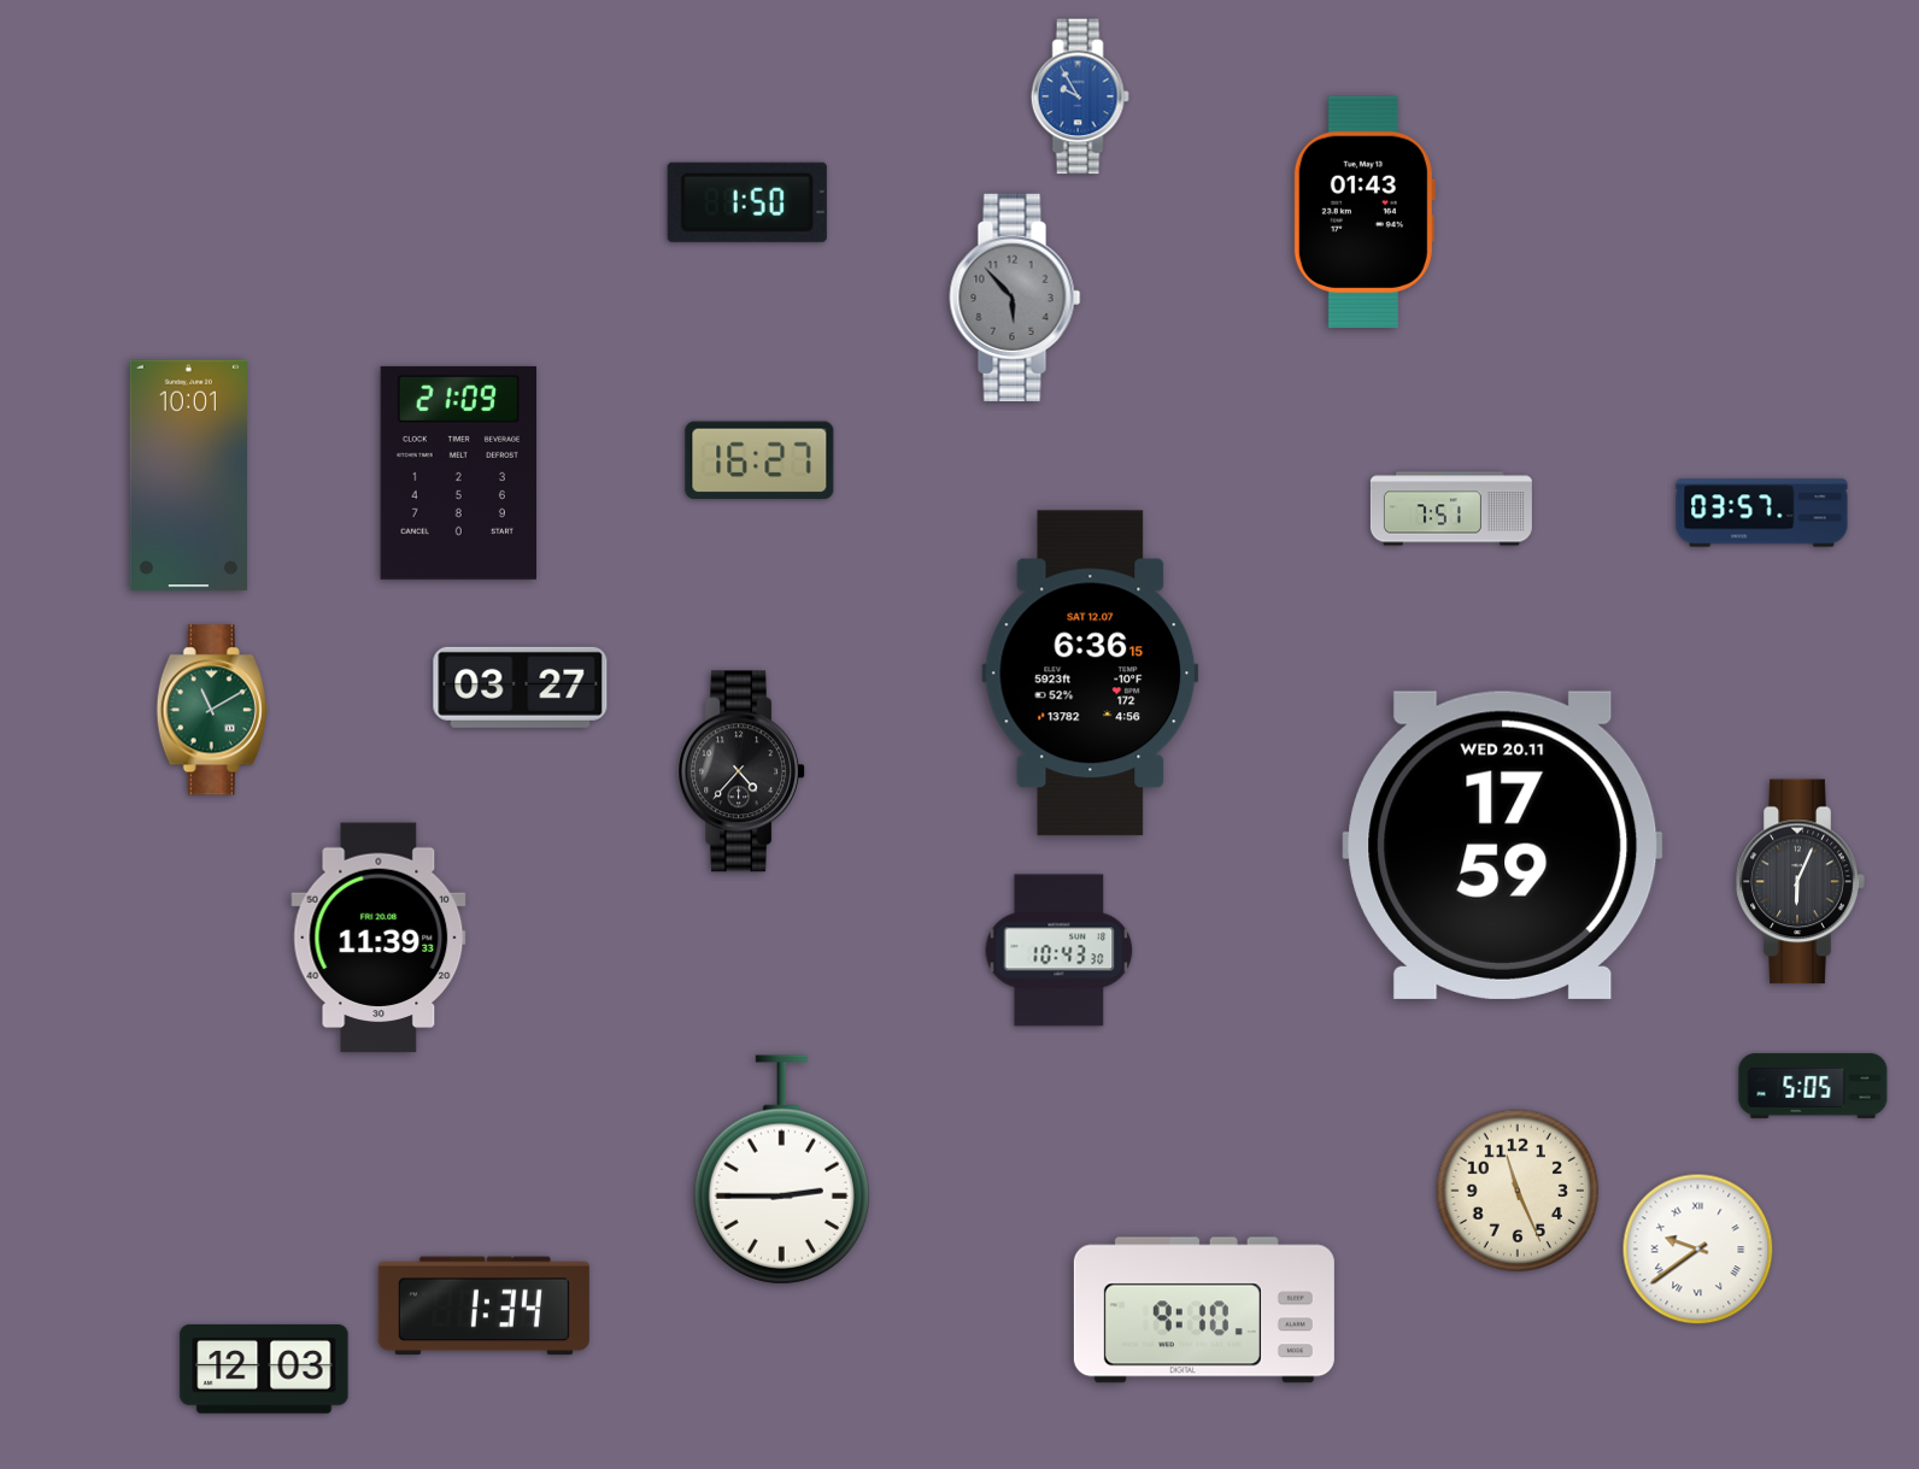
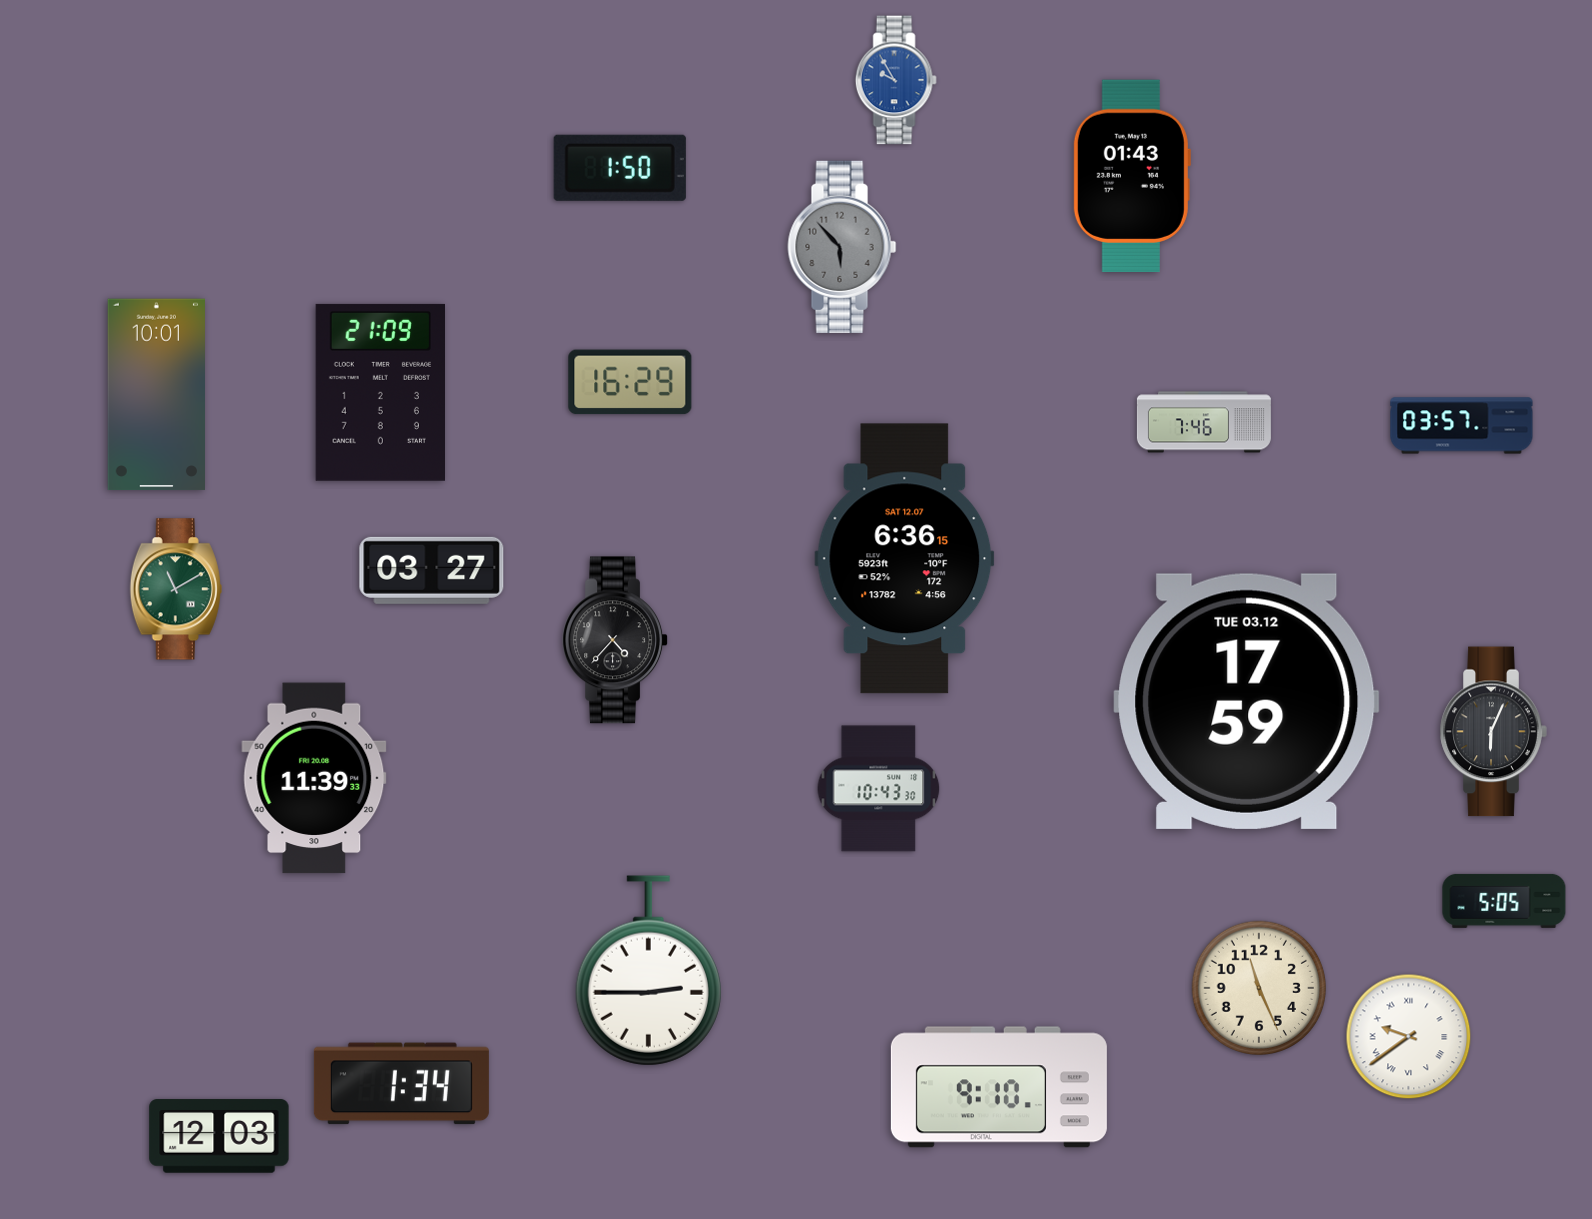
clock at (759, 460): 16:27 -> 16:29
clock at (1451, 509): 7:51 -> 7:46
clock at (1503, 845) date: WED 20.11 -> TUE 03.12
